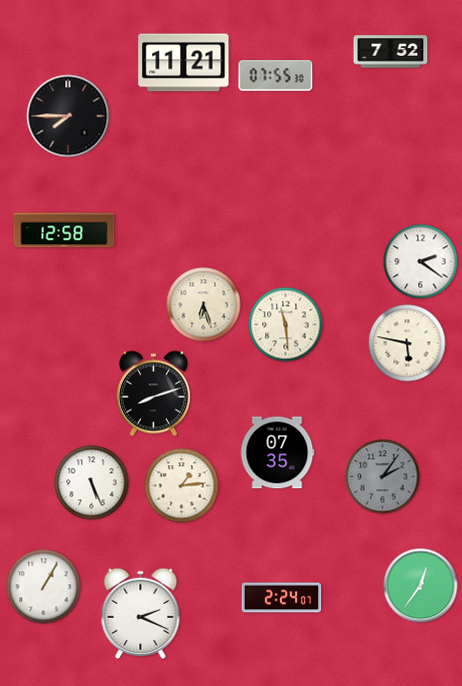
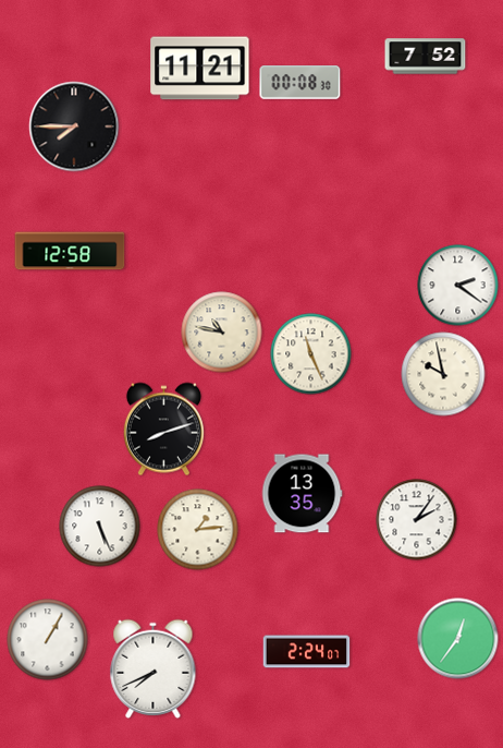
clock at (276, 76): 07:55 -> 00:08
clock at (204, 305): 6:27 -> 10:47
clock at (286, 325): 11:29 -> 11:26
clock at (407, 343): 5:47 -> 9:58
clock at (153, 394) position: (153, 394) -> (163, 430)
clock at (277, 453): 07:35 -> 13:35
clock at (383, 477) dial: grey -> white
clock at (141, 613): 2:19 -> 7:41
